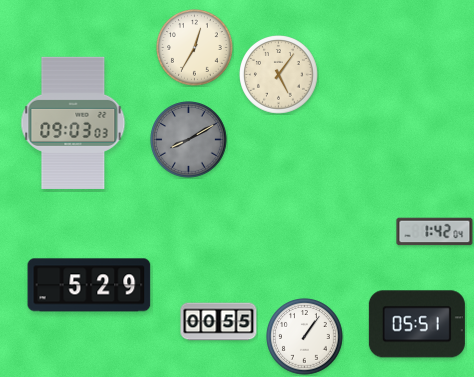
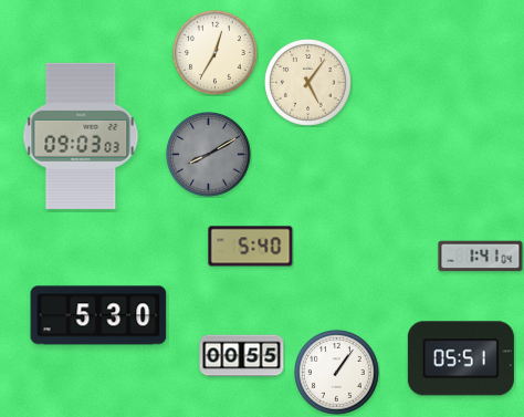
clock at (251, 247): none -> 5:40
clock at (435, 232): 1:42 -> 1:41
clock at (89, 285): 5:29 -> 5:30
